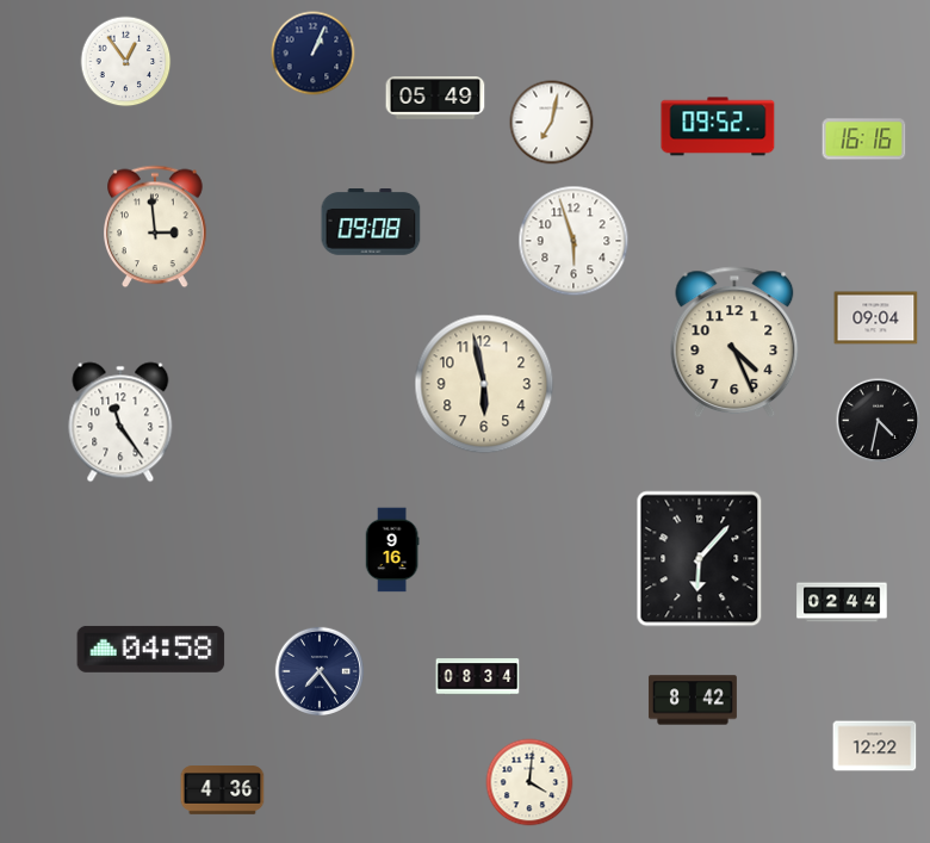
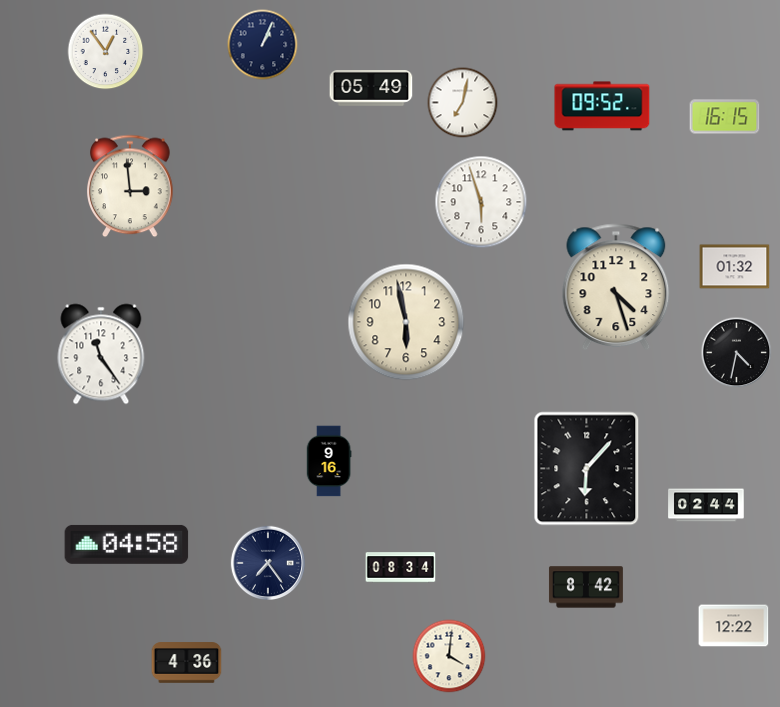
clock at (435, 99) position: (435, 99) -> (371, 89)
clock at (864, 140): 16:16 -> 16:15
clock at (371, 222): 09:08 -> none
clock at (155, 227) position: (155, 227) -> (130, 186)
clock at (876, 318): 09:04 -> 01:32
clock at (734, 342): 4:26 -> 4:27
clock at (693, 700) position: (693, 700) -> (586, 587)
clock at (529, 782) position: (529, 782) -> (449, 656)
